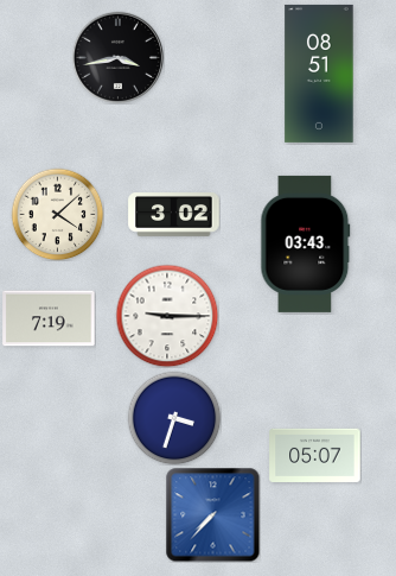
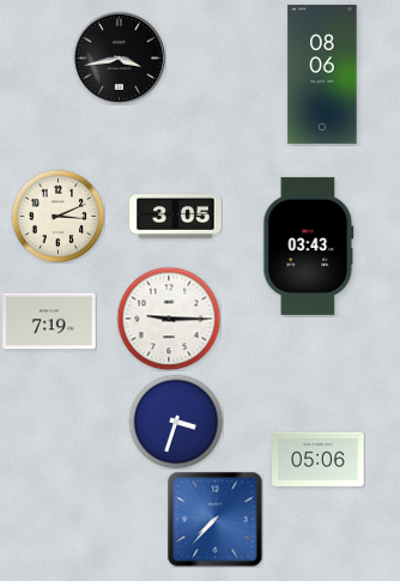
clock at (319, 74): 08:51 -> 08:06
clock at (57, 214): 4:08 -> 3:11
clock at (174, 215): 3:02 -> 3:05
clock at (315, 455): 05:07 -> 05:06
